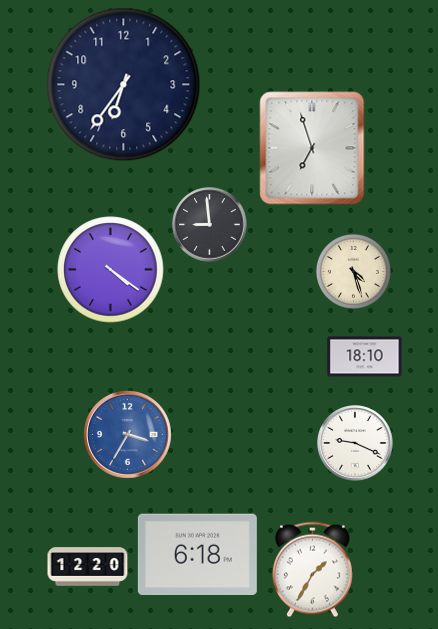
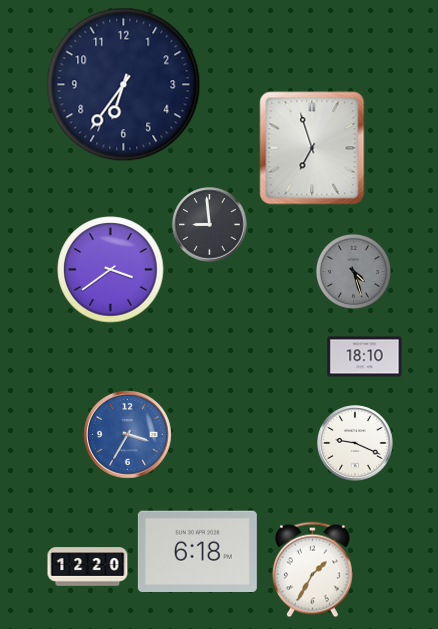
clock at (111, 270): 4:21 -> 3:39
clock at (353, 271) dial: cream -> grey
clock at (197, 555) position: (197, 555) -> (197, 552)
